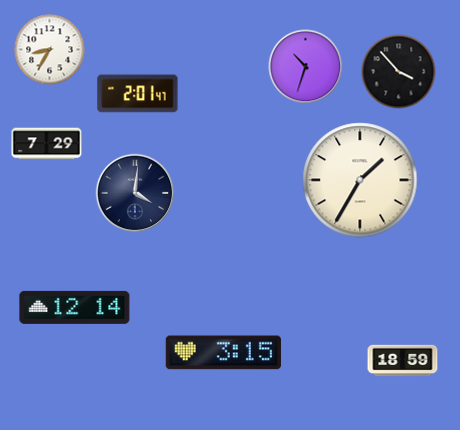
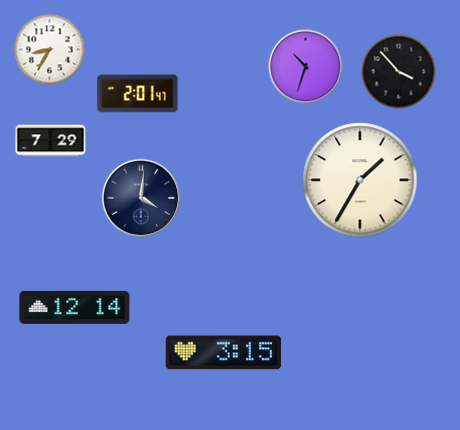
clock at (47, 144) position: (47, 144) -> (51, 141)
clock at (135, 193) position: (135, 193) -> (141, 198)
clock at (403, 361): 18:59 -> none
